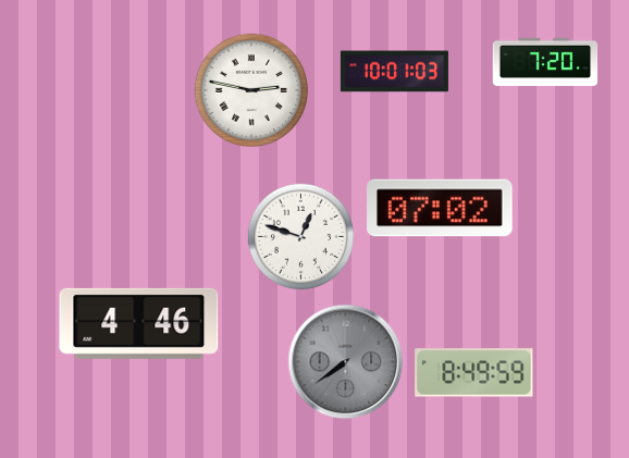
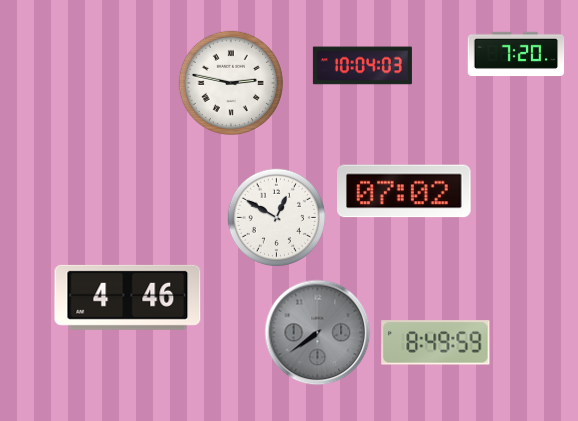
clock at (545, 62) position: (545, 62) -> (516, 54)
clock at (394, 72): 10:01 -> 10:04
clock at (300, 236): 12:48 -> 12:50
